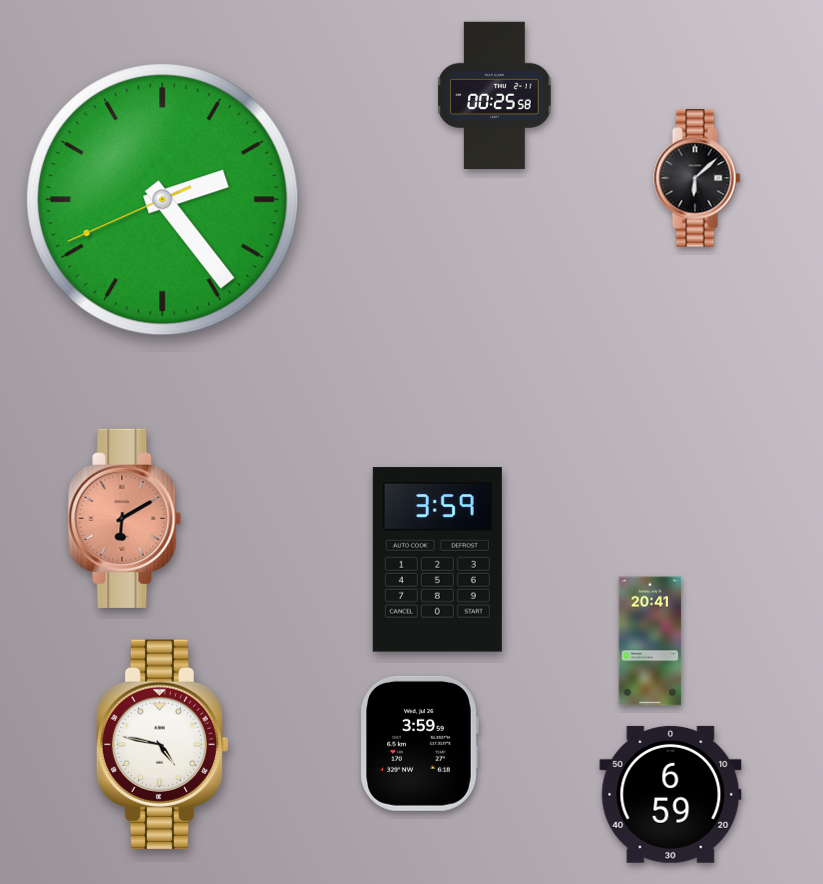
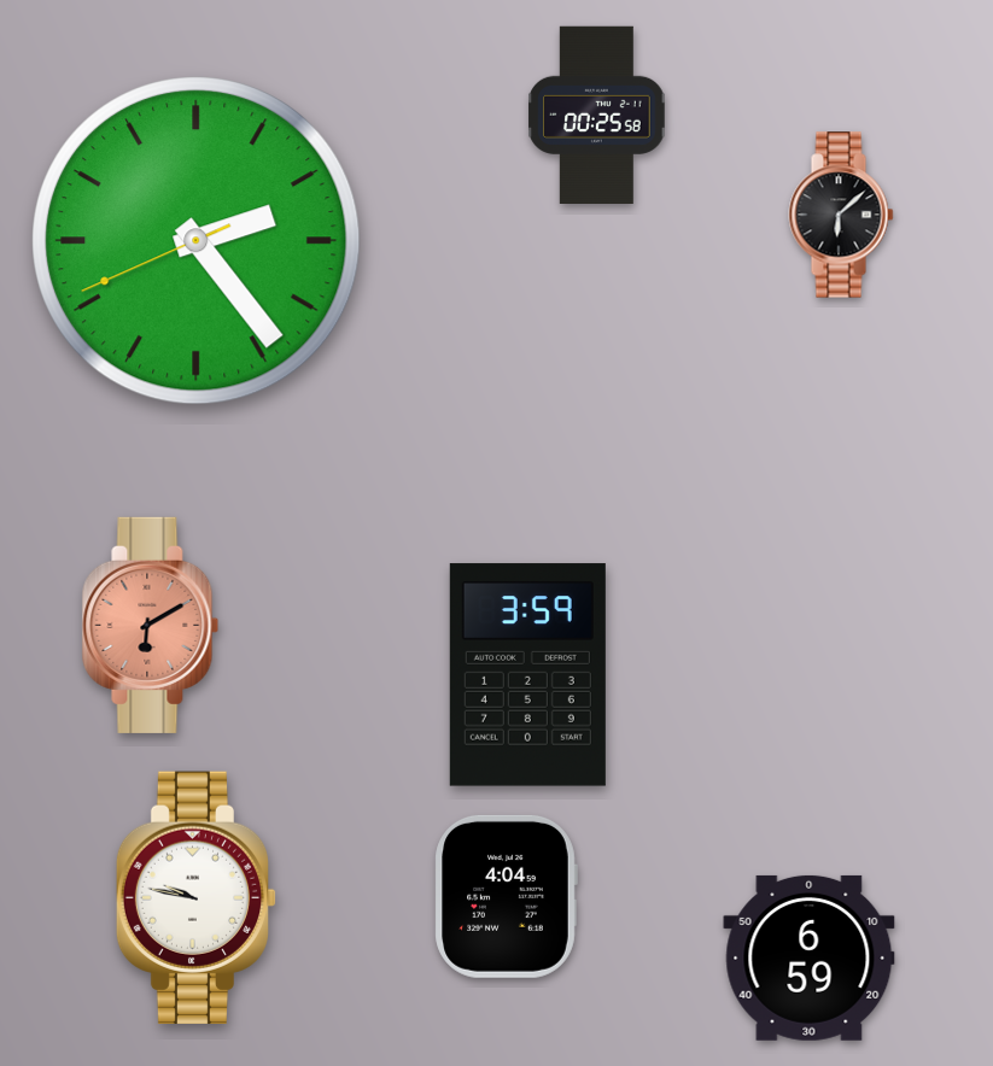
clock at (650, 641): 20:41 -> none
clock at (419, 743): 3:59 -> 4:04
clock at (163, 744): 4:47 -> 9:47
